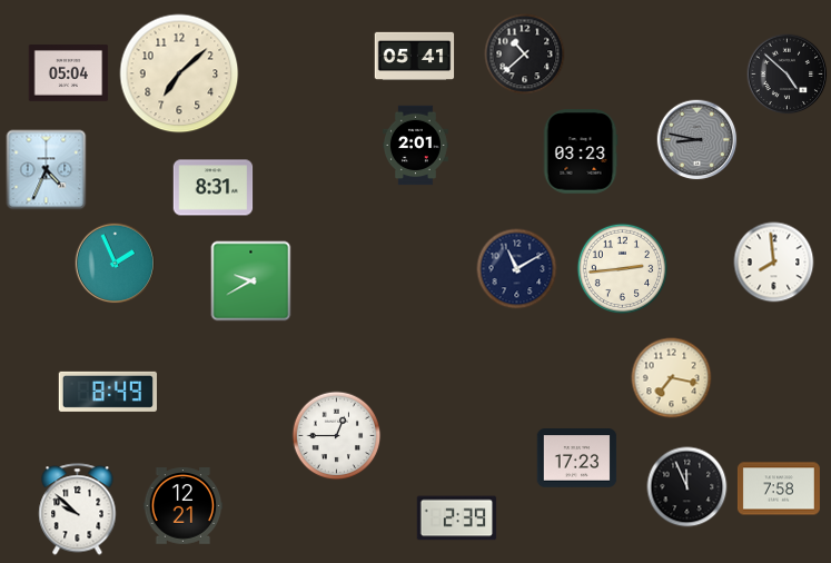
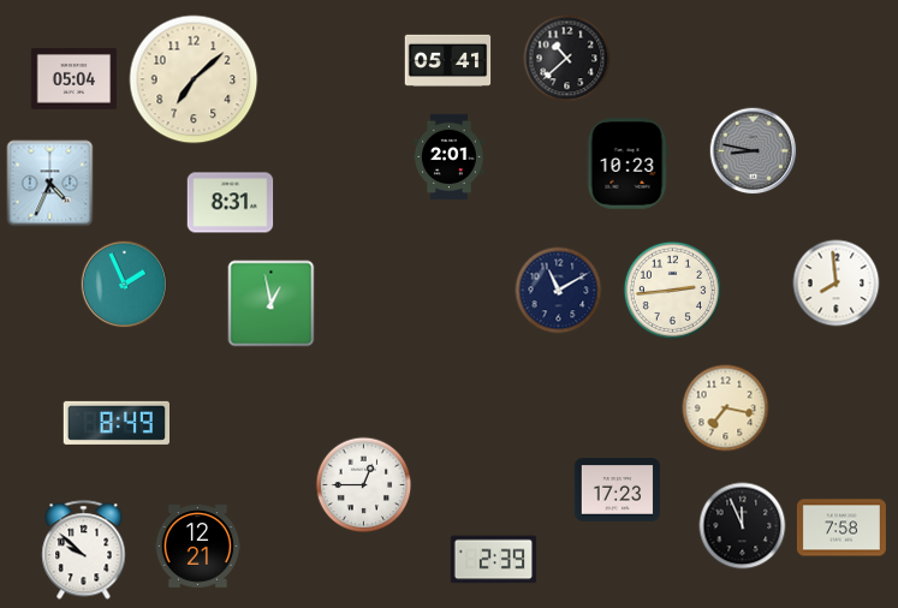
clock at (788, 75): 4:52 -> none
clock at (581, 151): 03:23 -> 10:23
clock at (251, 281): 9:40 -> 12:58
clock at (337, 436) position: (337, 436) -> (364, 485)
clock at (577, 458) position: (577, 458) -> (618, 490)
